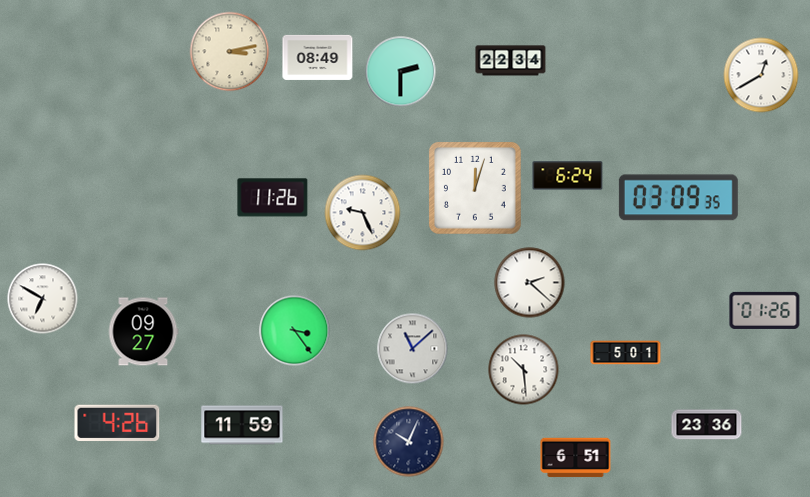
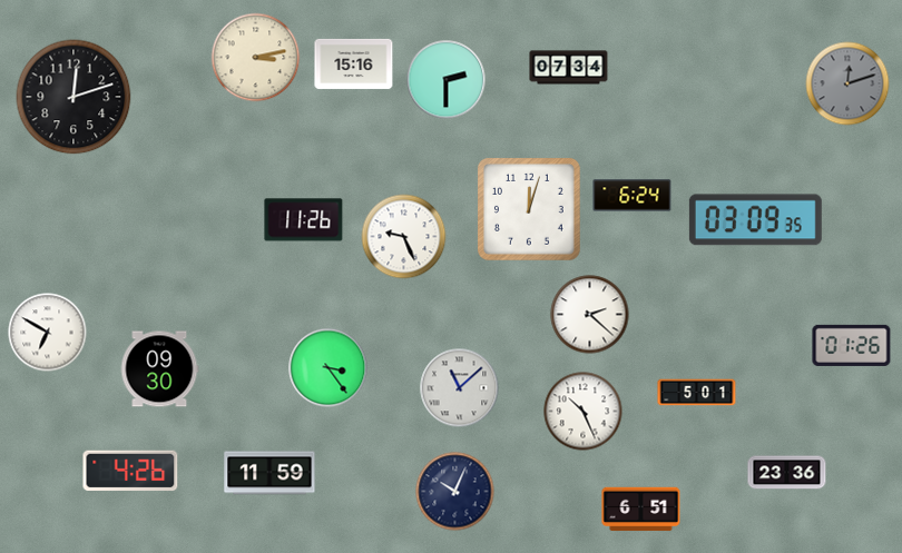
clock at (318, 57): 08:49 -> 15:16
clock at (511, 61): 22:34 -> 07:34
clock at (761, 75): 12:40 -> 12:12
clock at (761, 75) dial: white -> grey
clock at (73, 97): none -> 12:12
clock at (143, 332): 09:27 -> 09:30
clock at (524, 370): 10:29 -> 10:26
